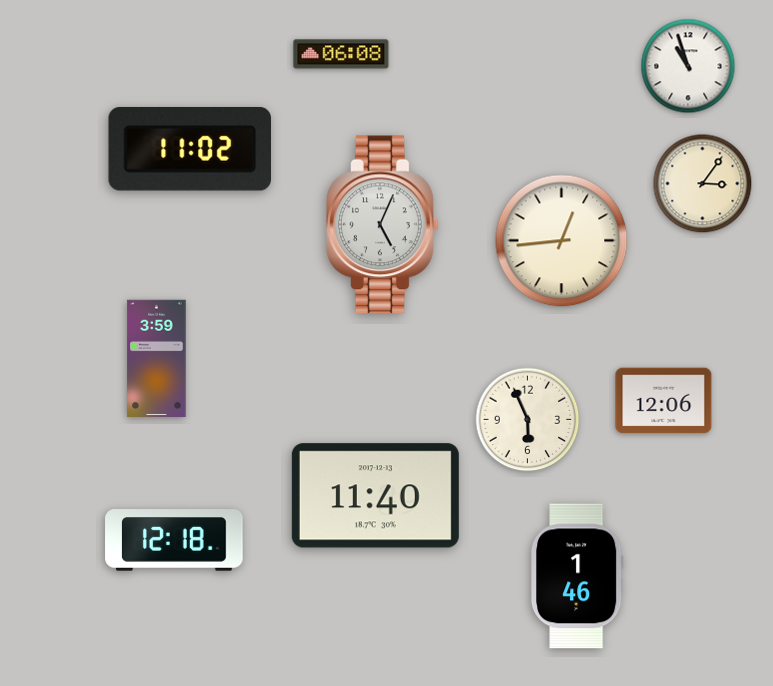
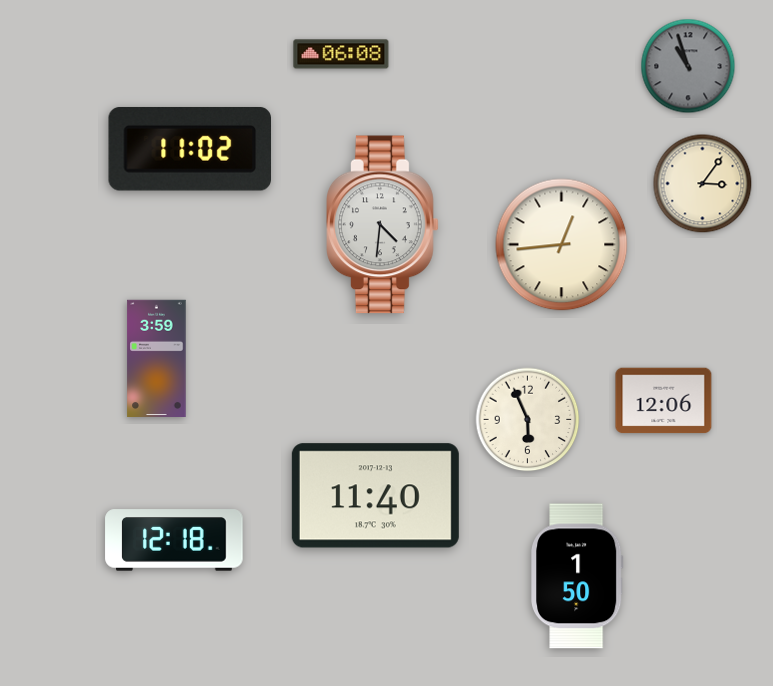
clock at (688, 66) dial: white -> grey
clock at (383, 225): 5:04 -> 4:31
clock at (562, 241) position: (562, 241) -> (562, 245)
clock at (578, 576): 1:46 -> 1:50
